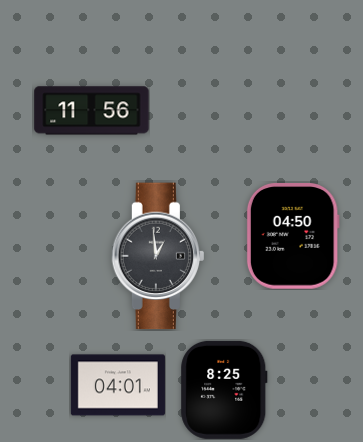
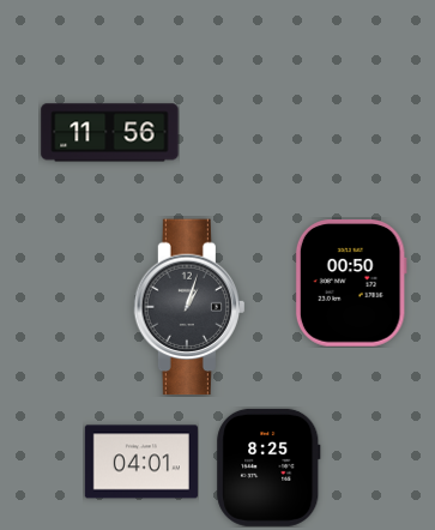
clock at (293, 237): 04:50 -> 00:50
clock at (157, 256): 12:59 -> 1:03
